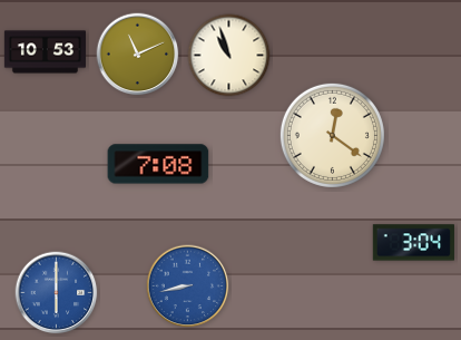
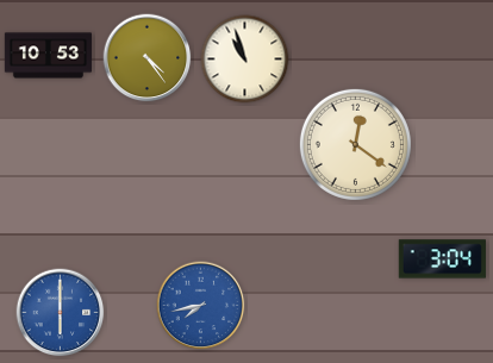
clock at (138, 55): 11:11 -> 4:24
clock at (158, 164): 7:08 -> none
clock at (188, 286): 8:43 -> 7:43
